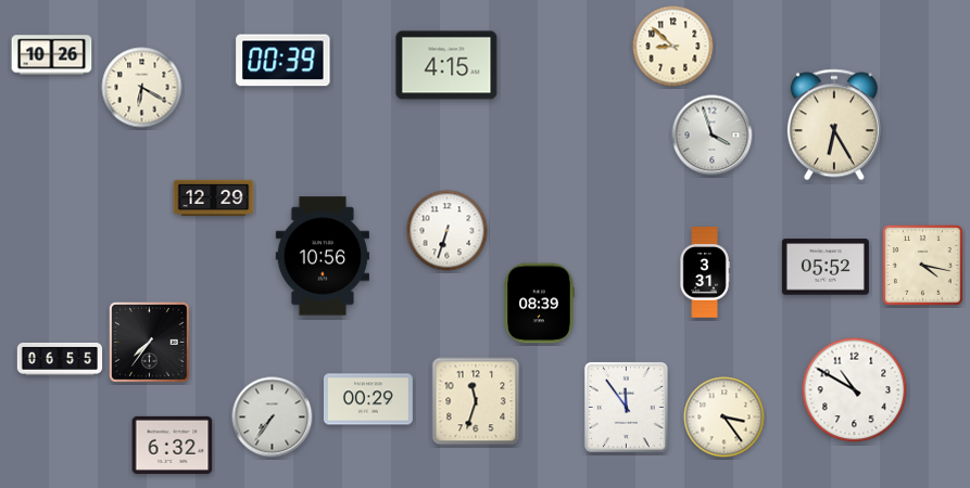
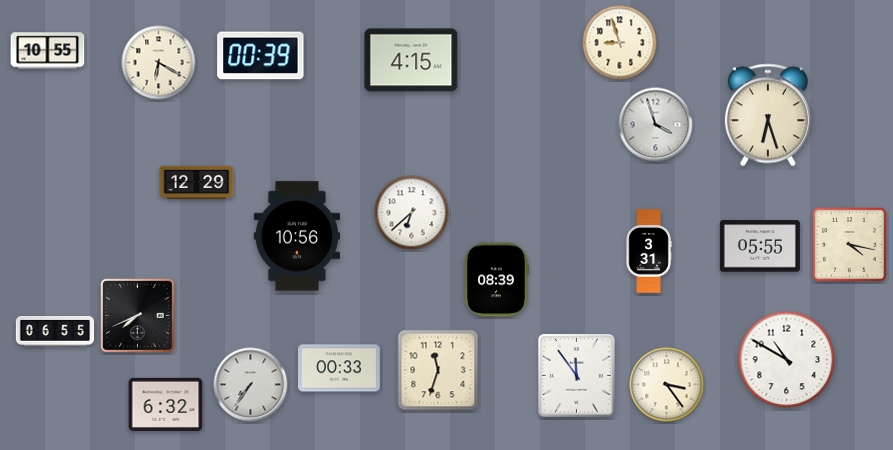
clock at (673, 47): 8:52 -> 8:57
clock at (52, 55): 10:26 -> 10:55
clock at (142, 88) position: (142, 88) -> (159, 63)
clock at (834, 125): 6:25 -> 6:27
clock at (448, 231): 6:33 -> 6:38
clock at (826, 267): 05:52 -> 05:55
clock at (150, 343): 7:36 -> 7:41
clock at (368, 399): 00:29 -> 00:33
clock at (173, 445) position: (173, 445) -> (166, 404)
